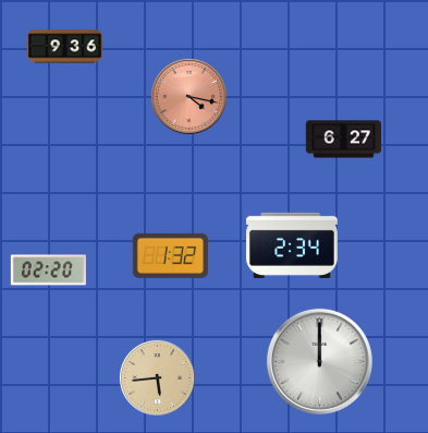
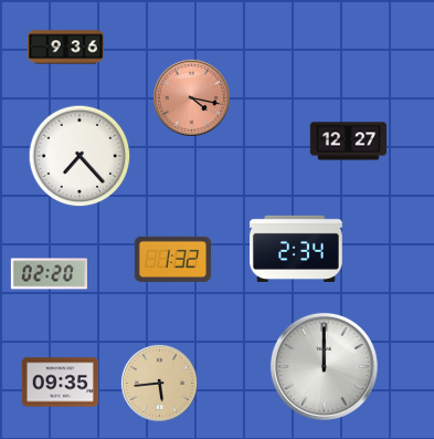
clock at (343, 140): 6:27 -> 12:27
clock at (80, 156): none -> 7:23
clock at (60, 383): none -> 09:35
